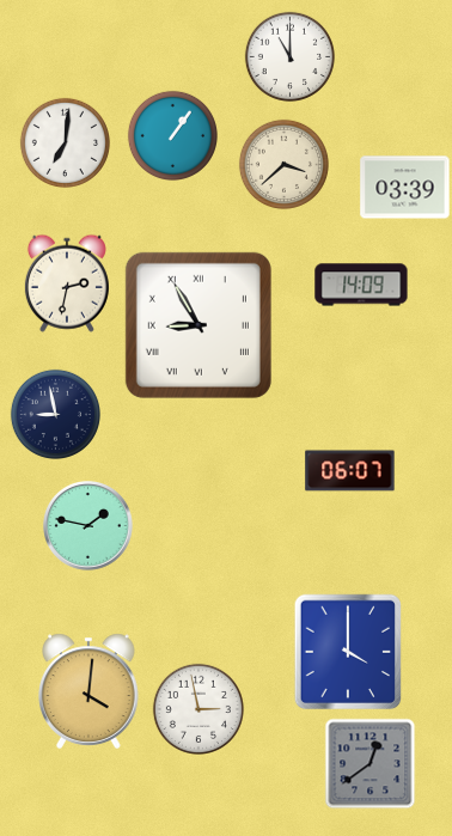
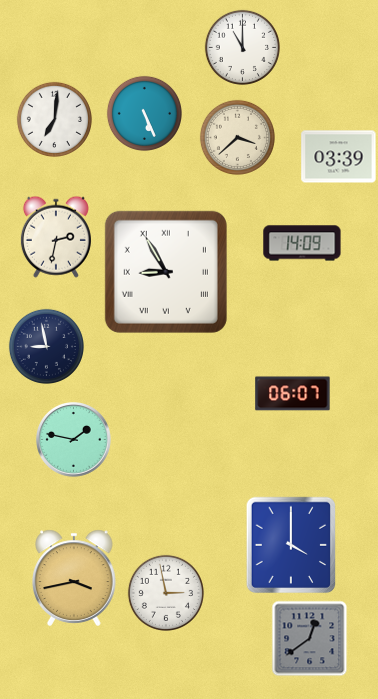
clock at (172, 135): 1:06 -> 5:26
clock at (361, 285) position: (361, 285) -> (302, 243)
clock at (88, 691): 4:01 -> 3:43
